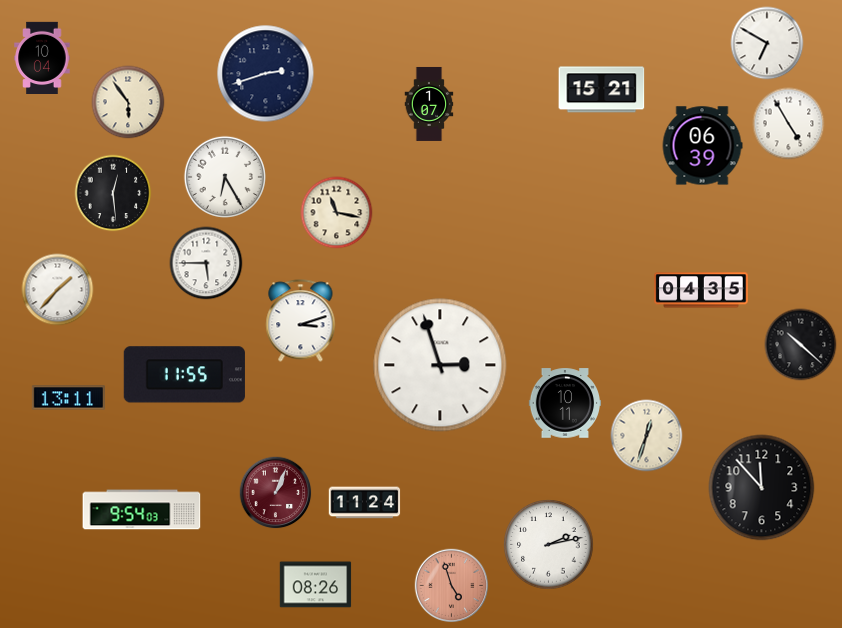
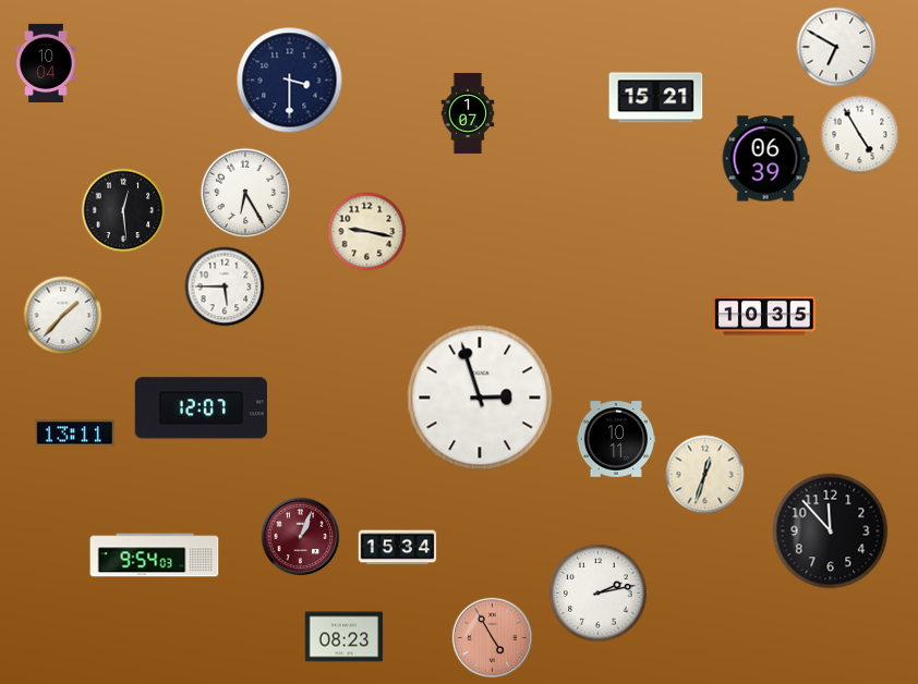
clock at (266, 74): 2:42 -> 3:30
clock at (128, 102): 5:54 -> none
clock at (337, 213): 11:17 -> 9:17
clock at (701, 290): 04:35 -> 10:35
clock at (301, 321): 3:12 -> none
clock at (801, 345): 10:22 -> none
clock at (184, 375): 11:55 -> 12:07
clock at (365, 503): 11:24 -> 15:34
clock at (316, 585): 08:26 -> 08:23
clock at (452, 586): 4:57 -> 4:55
